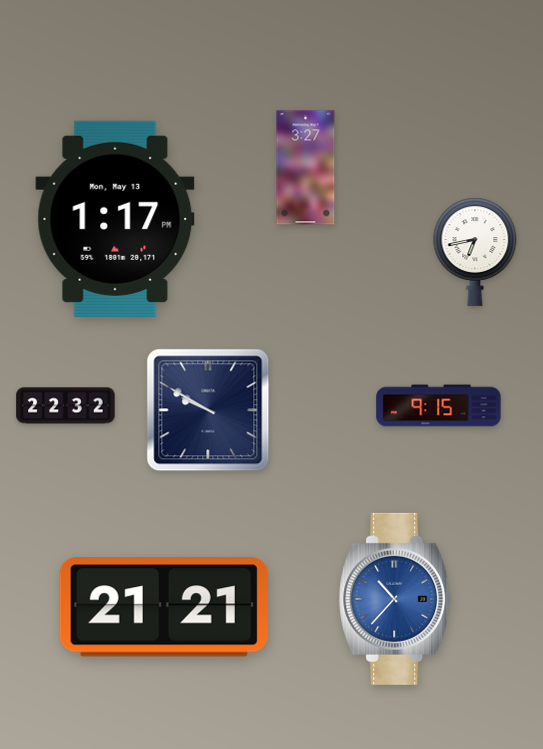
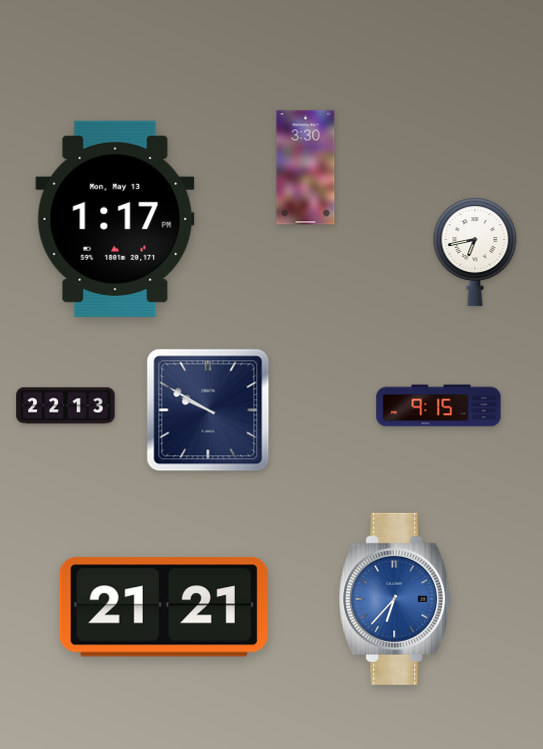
clock at (306, 168): 3:27 -> 3:30
clock at (66, 406): 22:32 -> 22:13
clock at (395, 599): 10:37 -> 6:37
